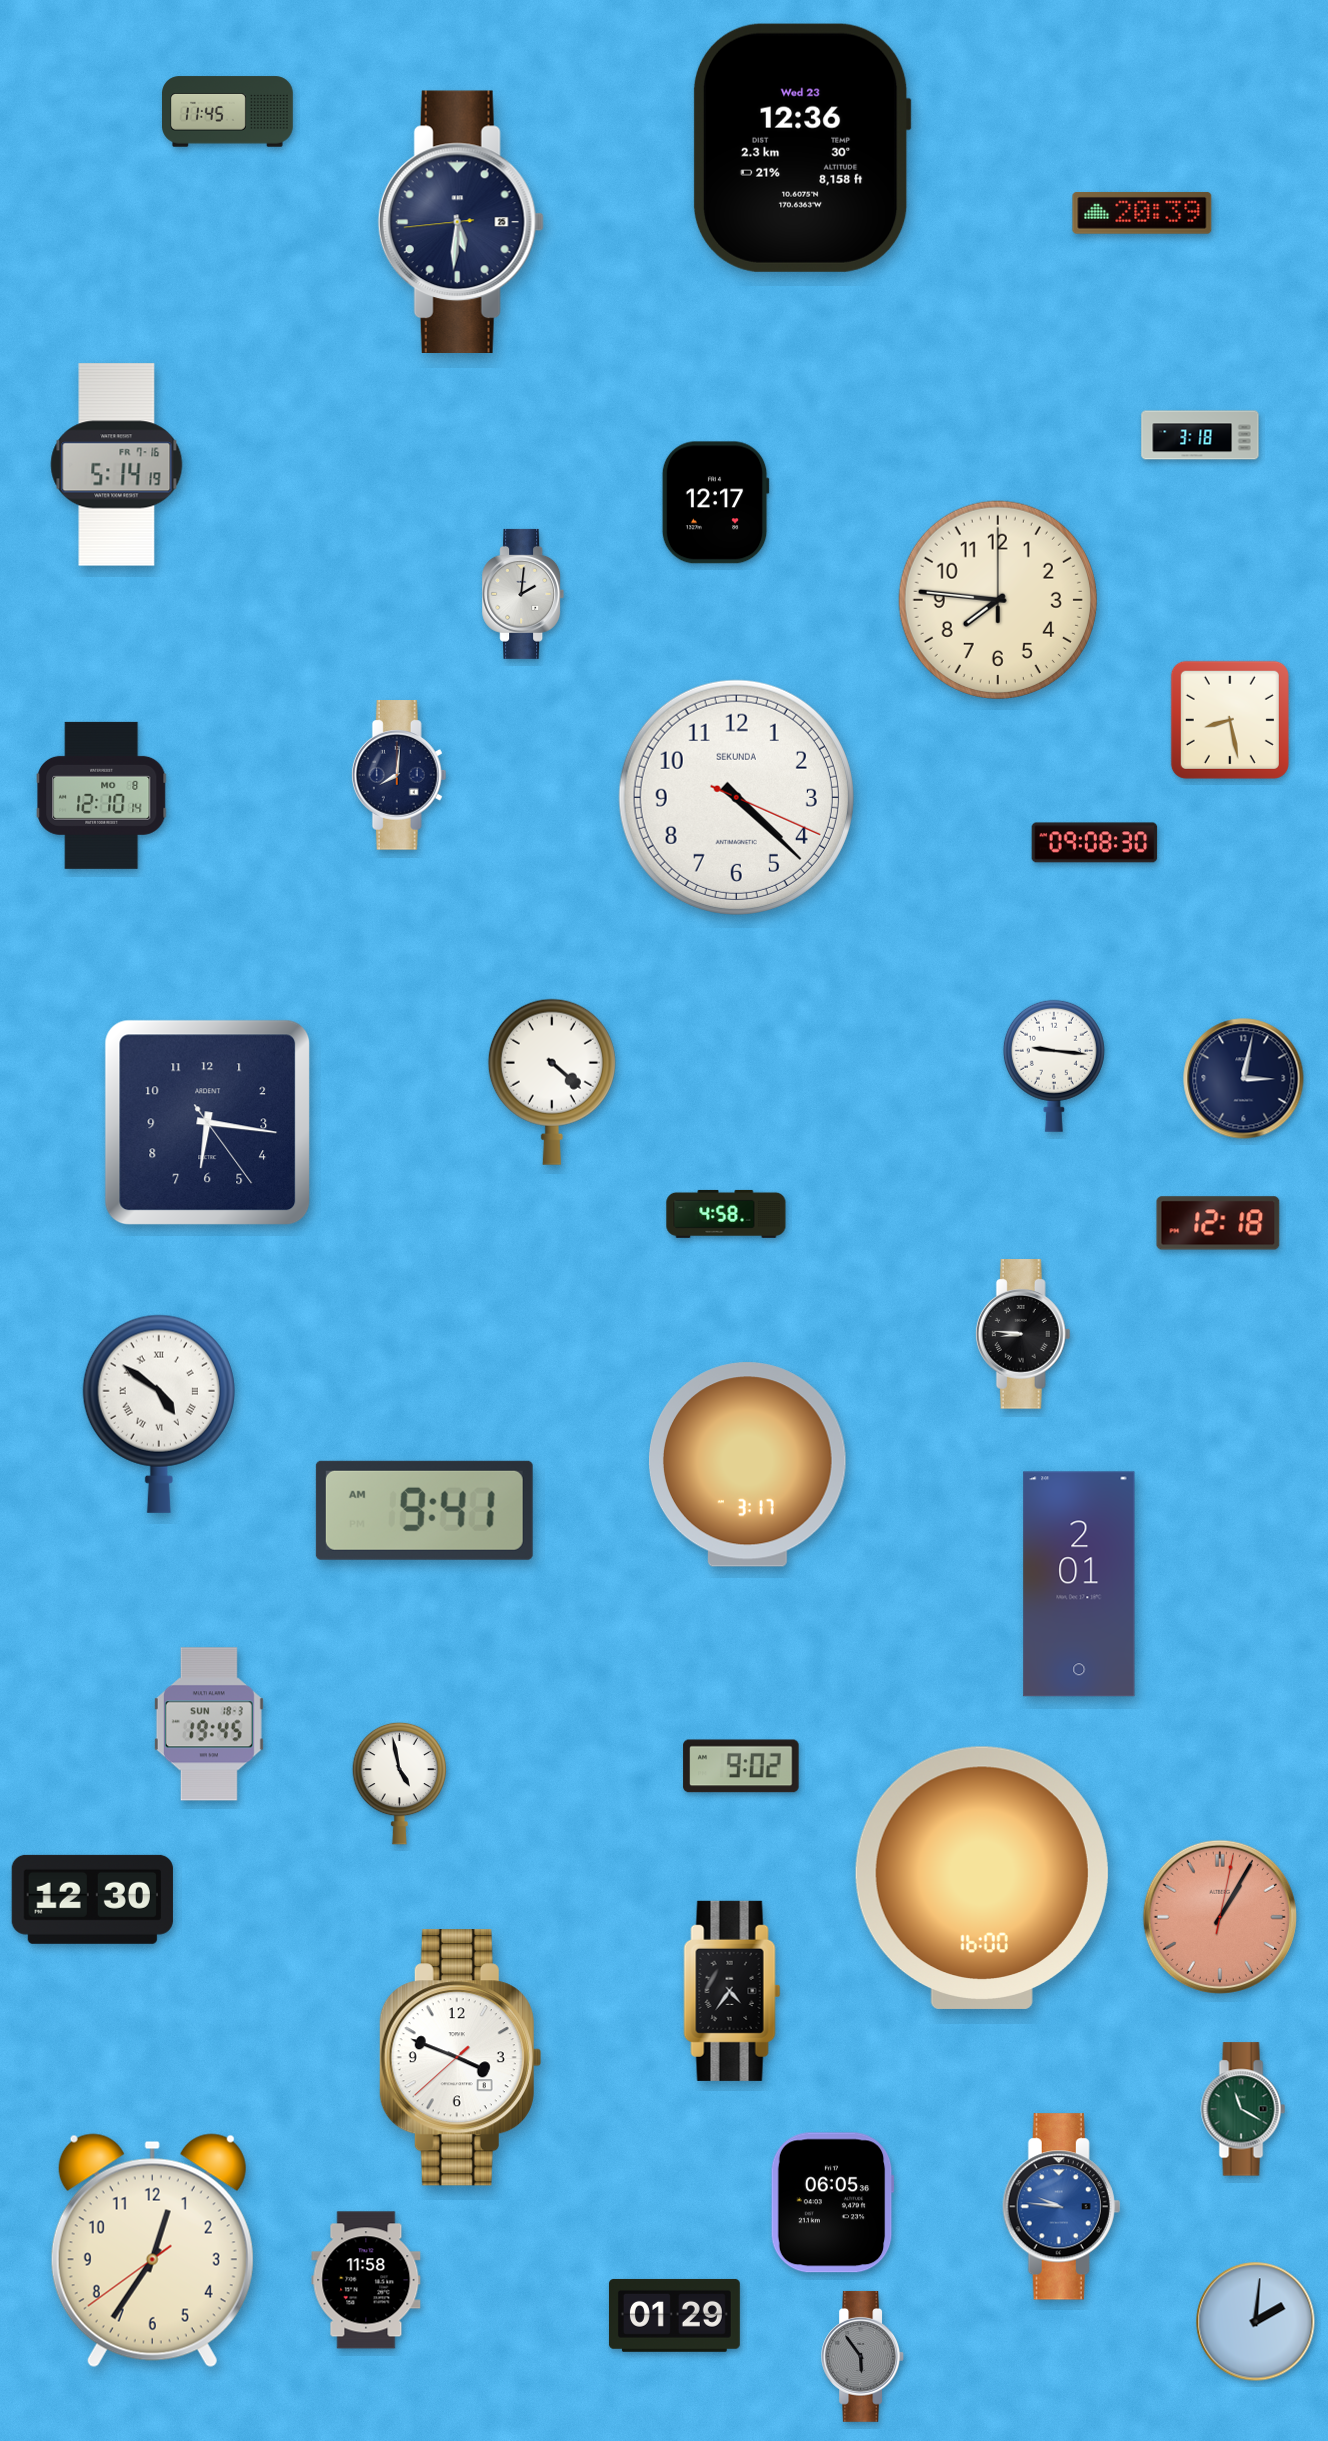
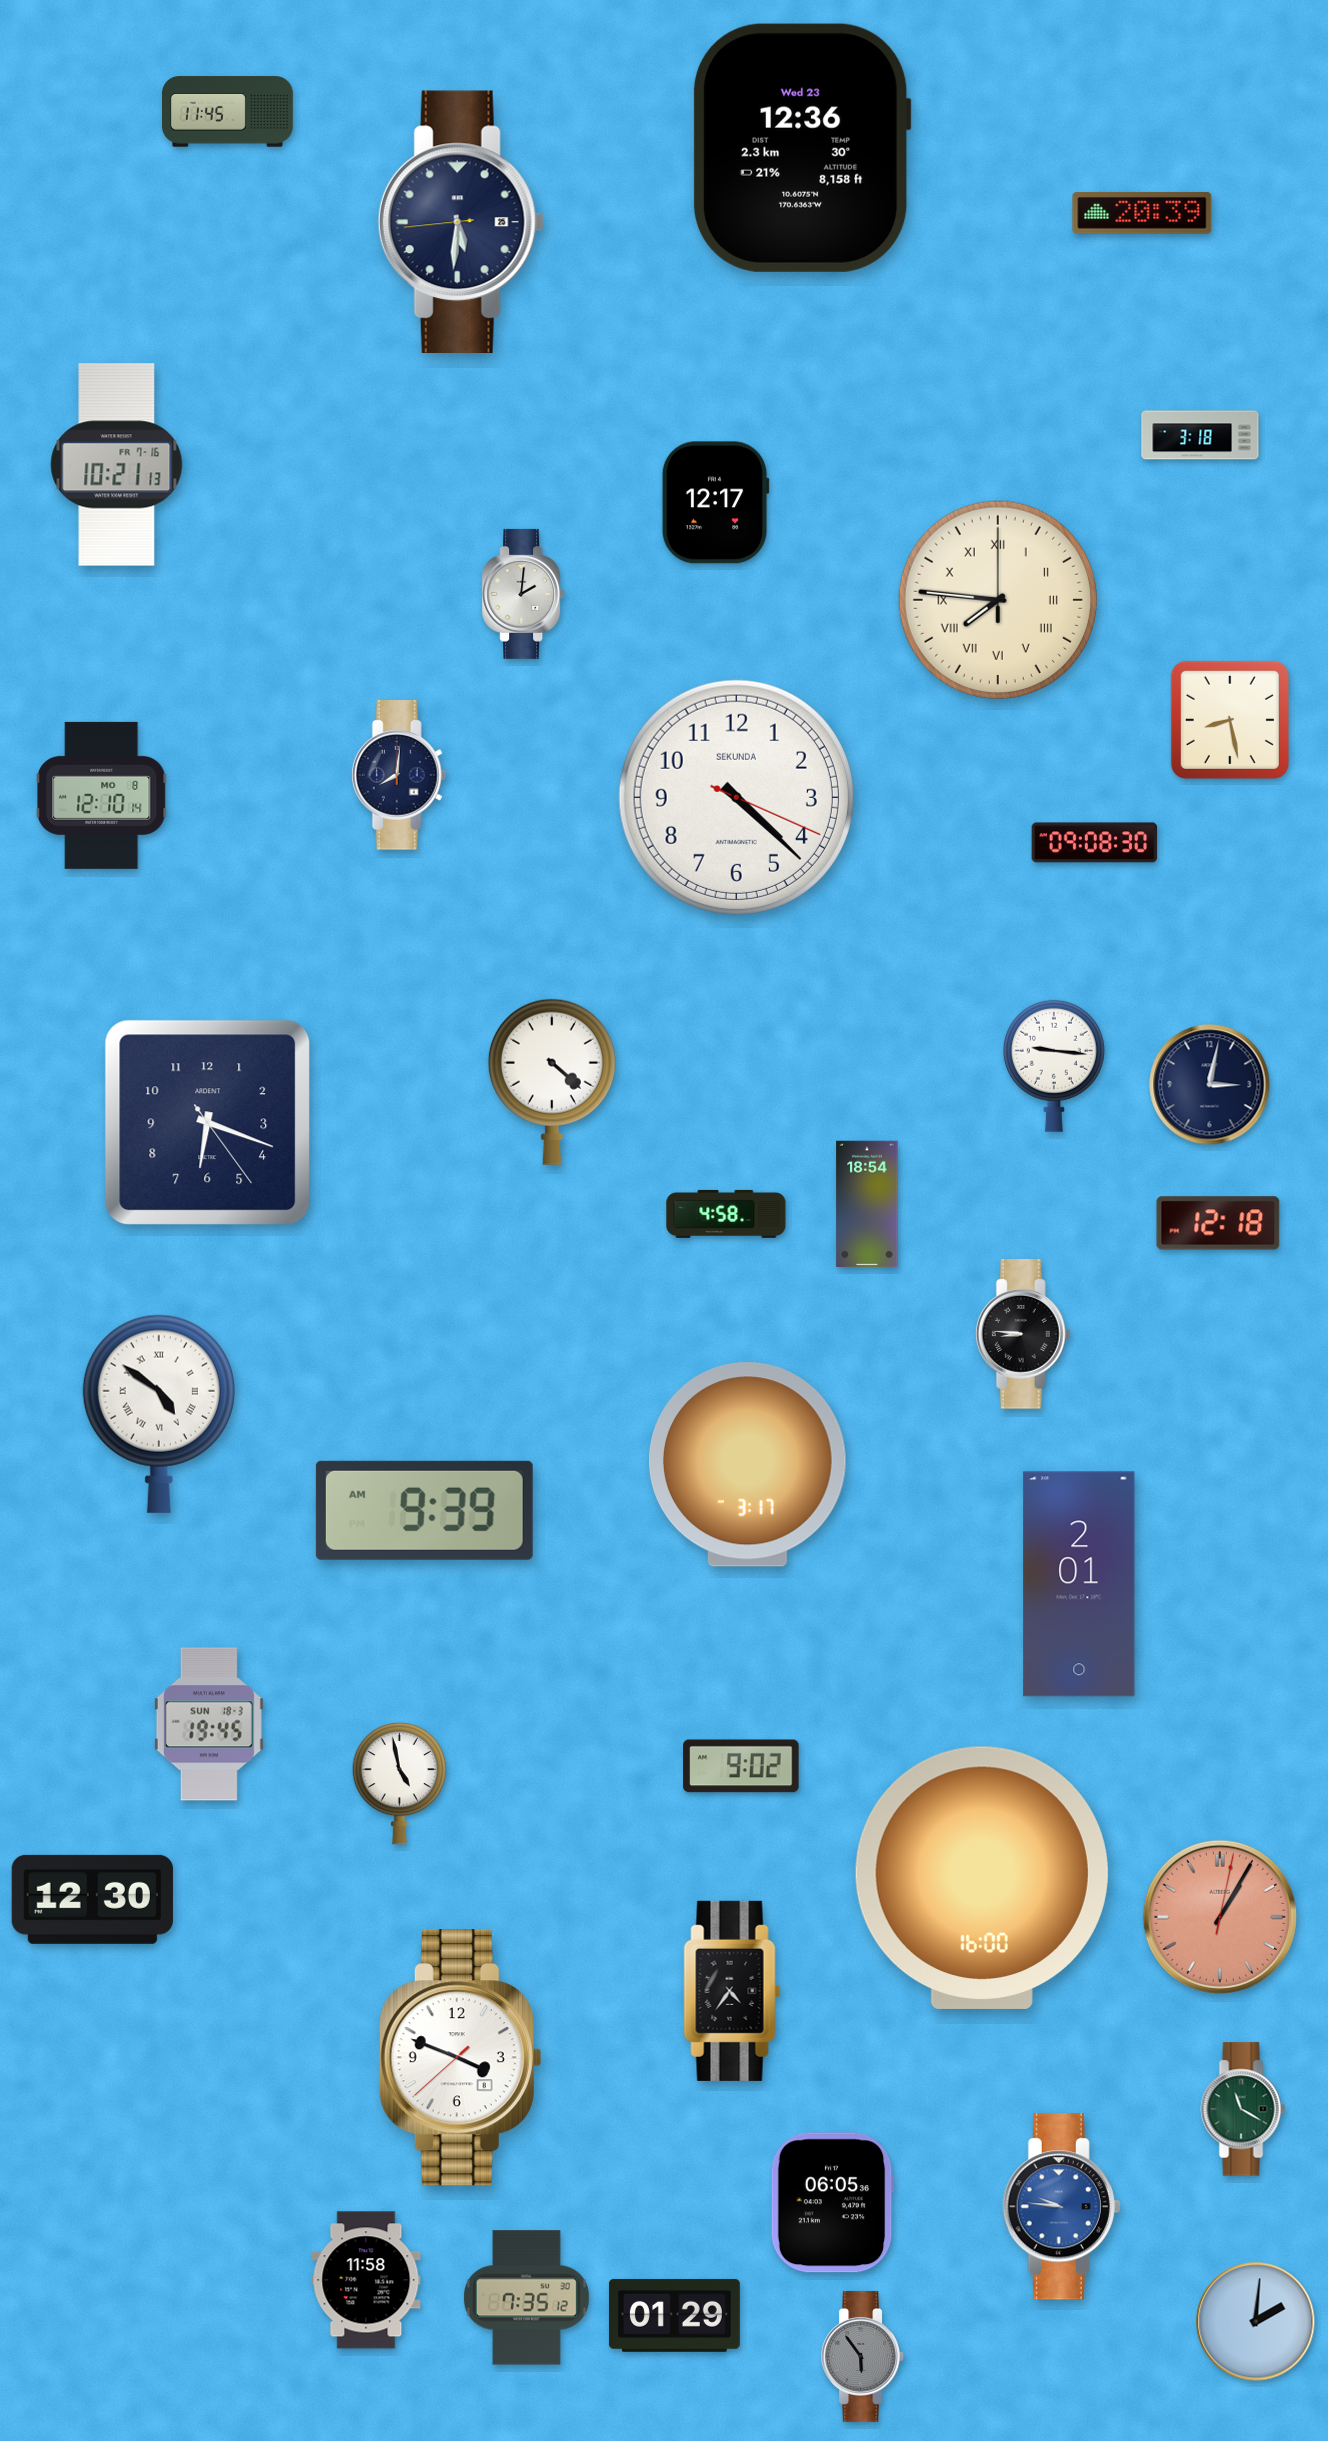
clock at (117, 465): 5:14 -> 10:21
clock at (998, 600) numerals: Arabic -> Roman
clock at (1244, 1079) position: (1244, 1079) -> (1210, 1085)
clock at (208, 1123): 6:16 -> 6:18
clock at (867, 1204): none -> 18:54
clock at (424, 1510): 9:41 -> 9:39
clock at (152, 2251): 12:35 -> none
clock at (526, 2298): none -> 7:35
